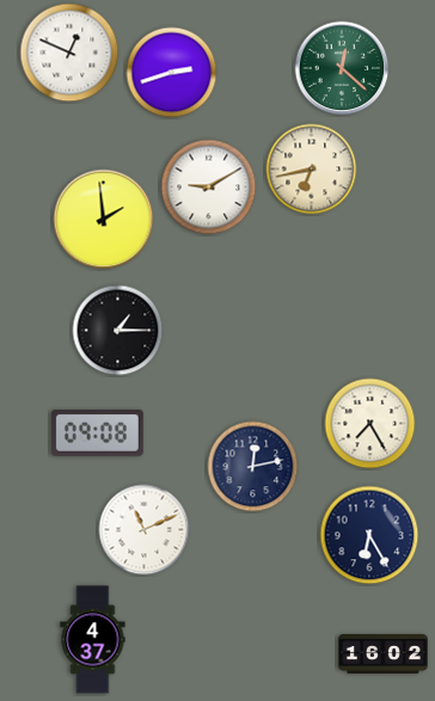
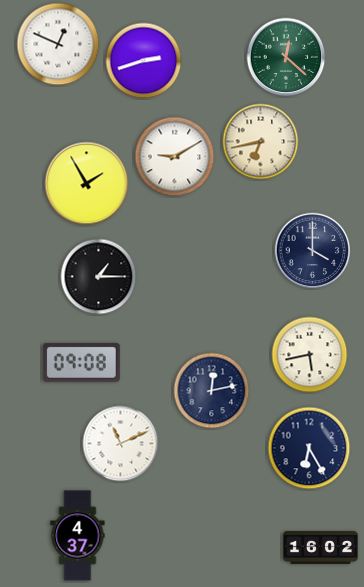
clock at (104, 220): 1:59 -> 1:55
clock at (313, 251): none -> 4:00
clock at (370, 424): 7:25 -> 5:43
